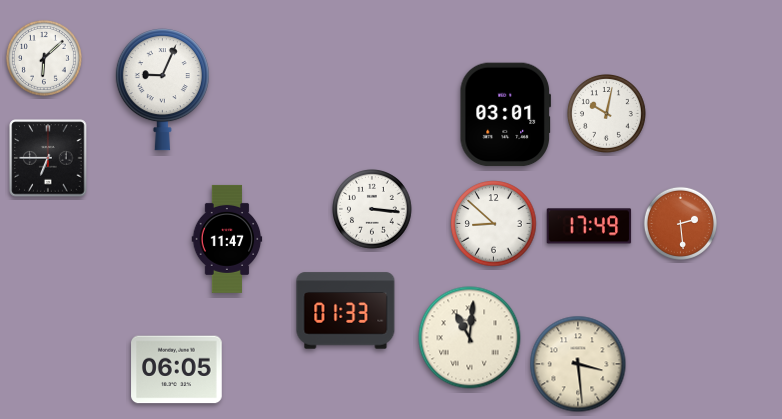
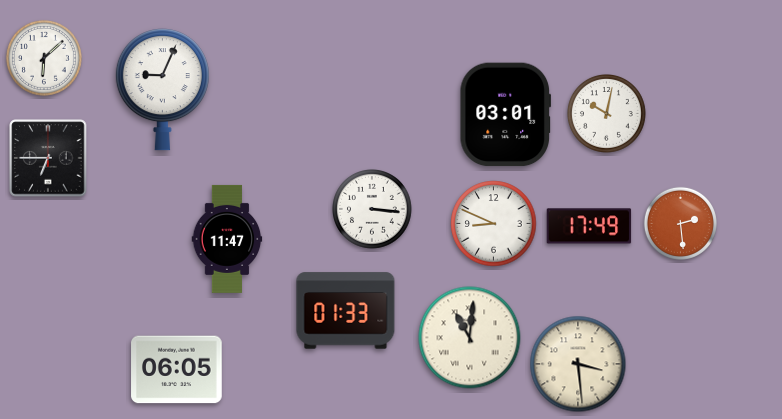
clock at (494, 224): 8:52 -> 8:49
